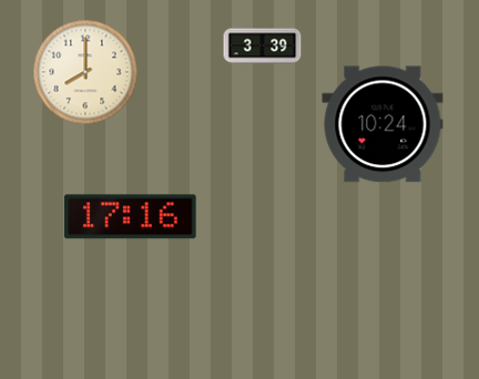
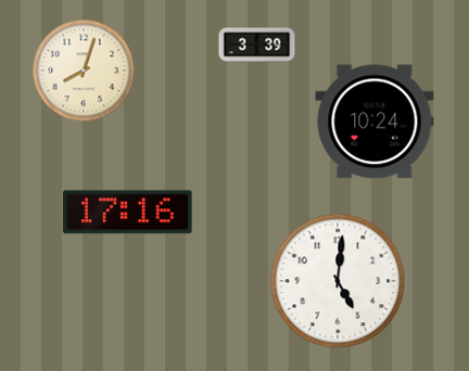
clock at (85, 72): 8:00 -> 8:03
clock at (338, 281): none -> 5:01
